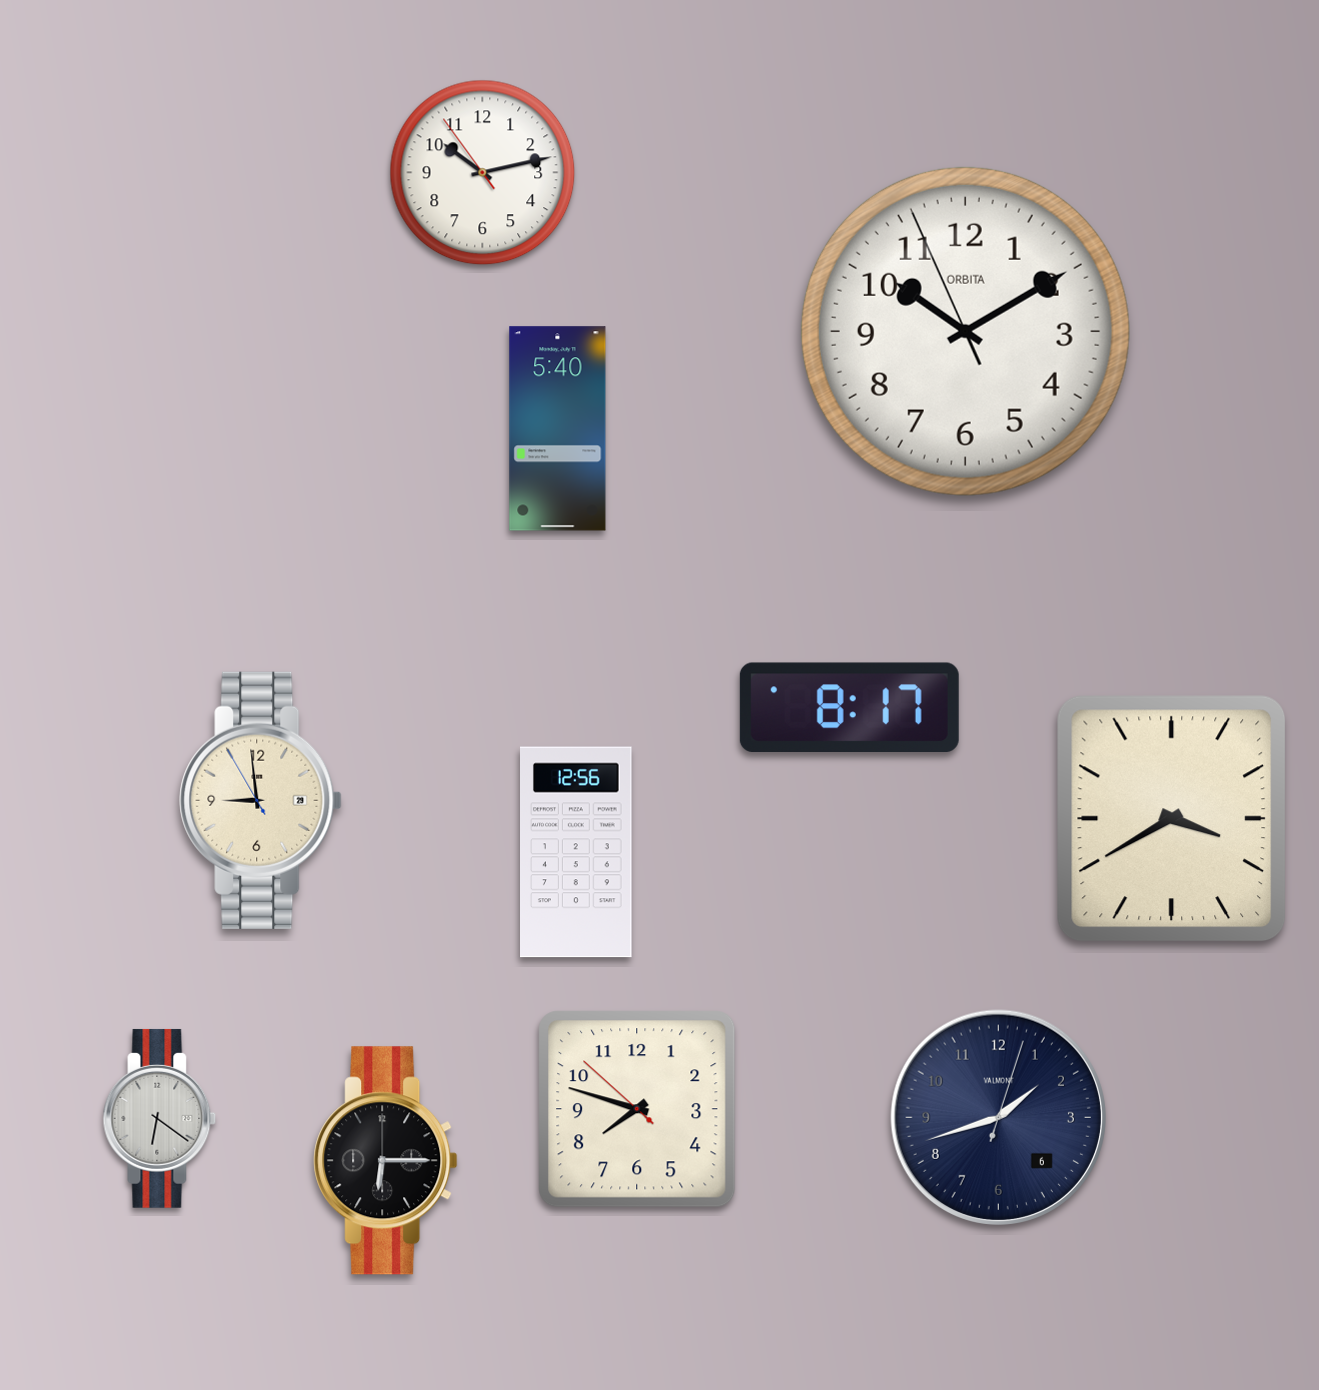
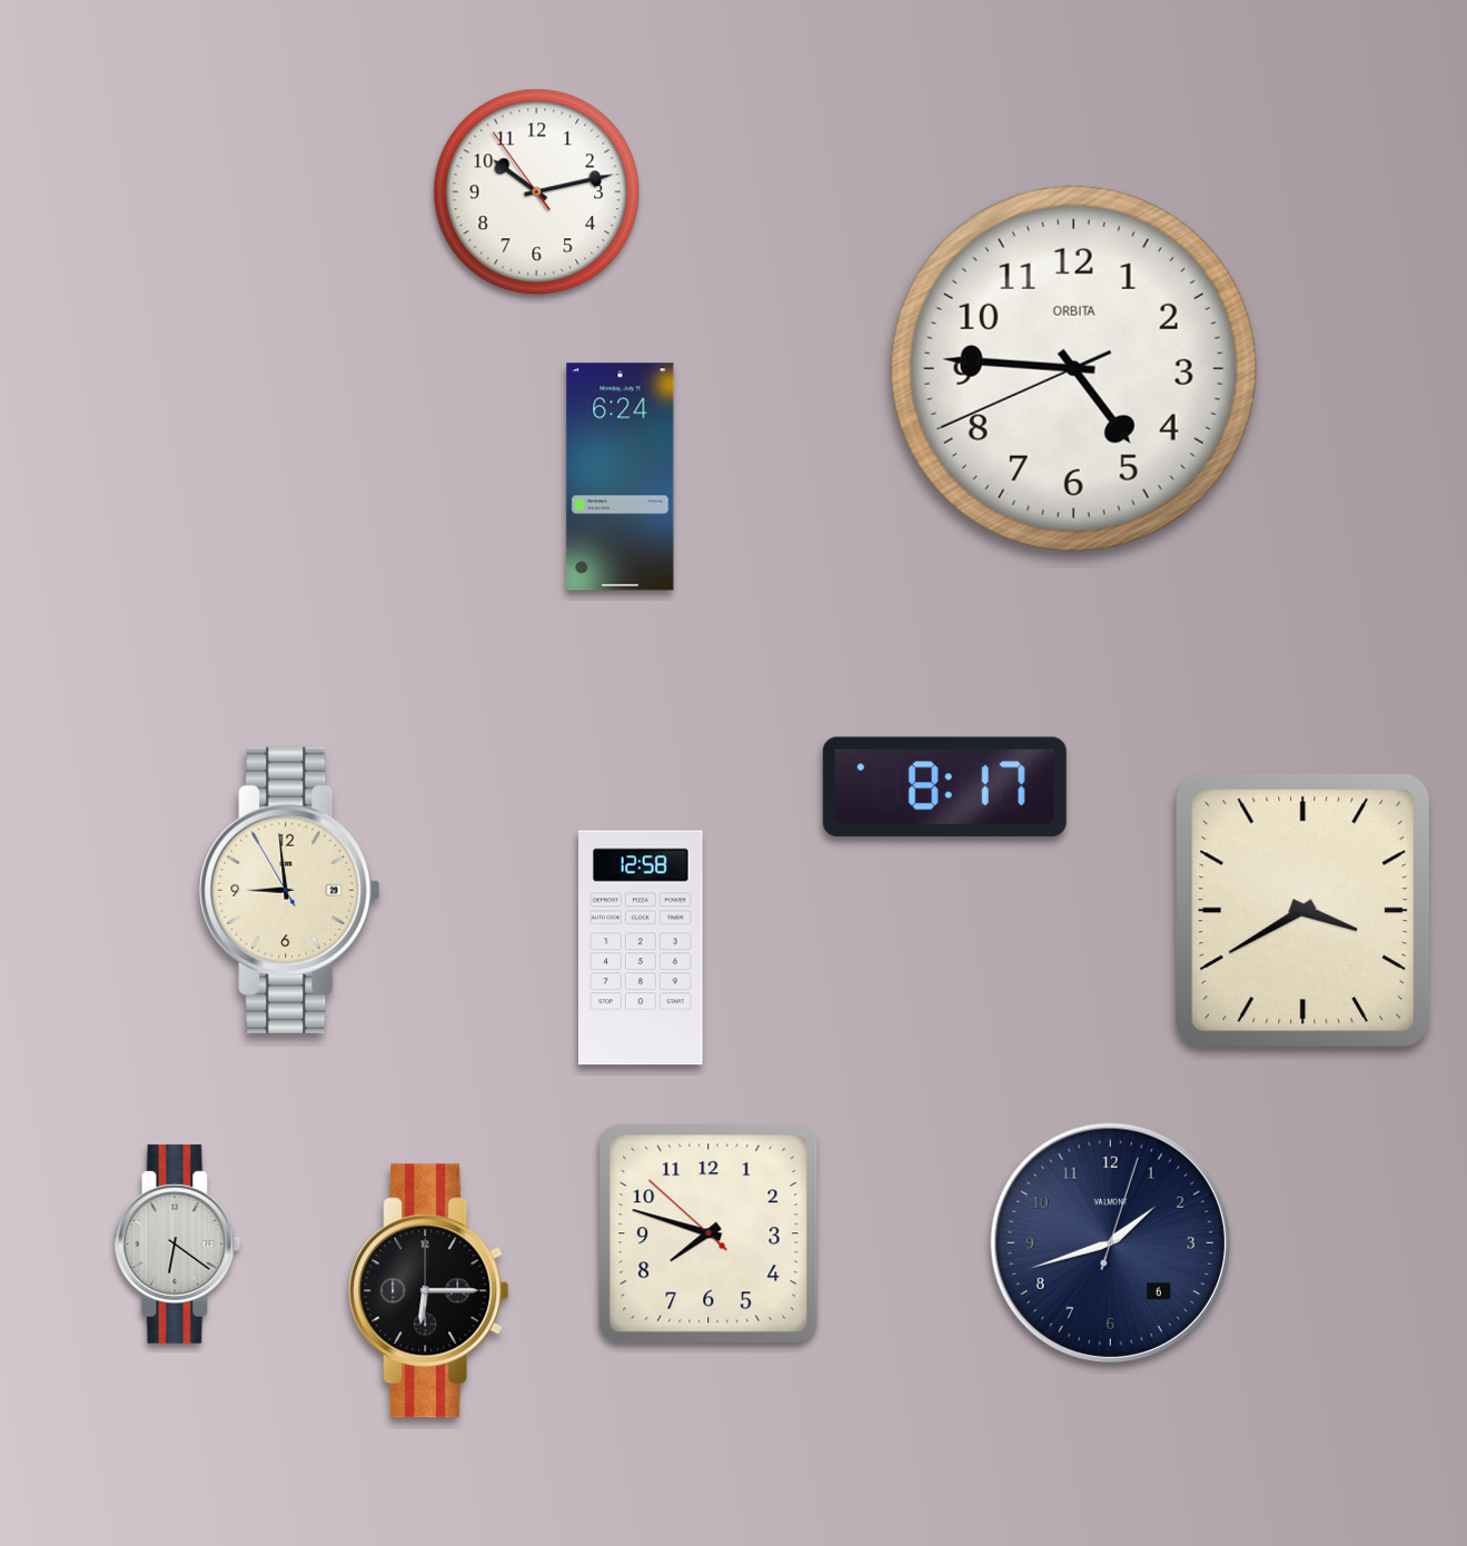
clock at (965, 331): 10:09 -> 4:45
clock at (558, 429): 5:40 -> 6:24
clock at (577, 852): 12:56 -> 12:58
